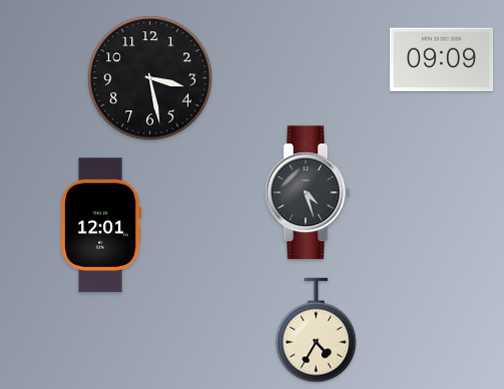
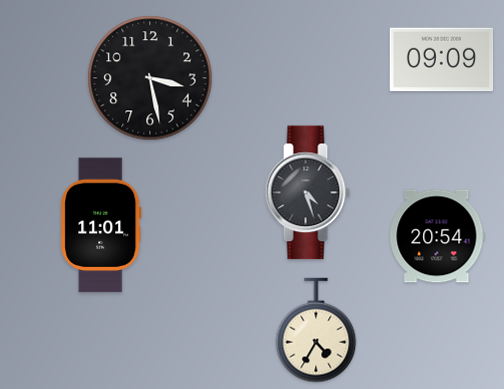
clock at (101, 225): 12:01 -> 11:01
clock at (437, 236): none -> 20:54
